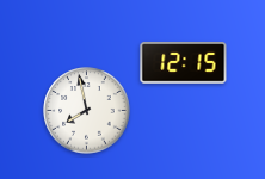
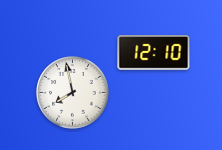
clock at (184, 63): 12:15 -> 12:10
